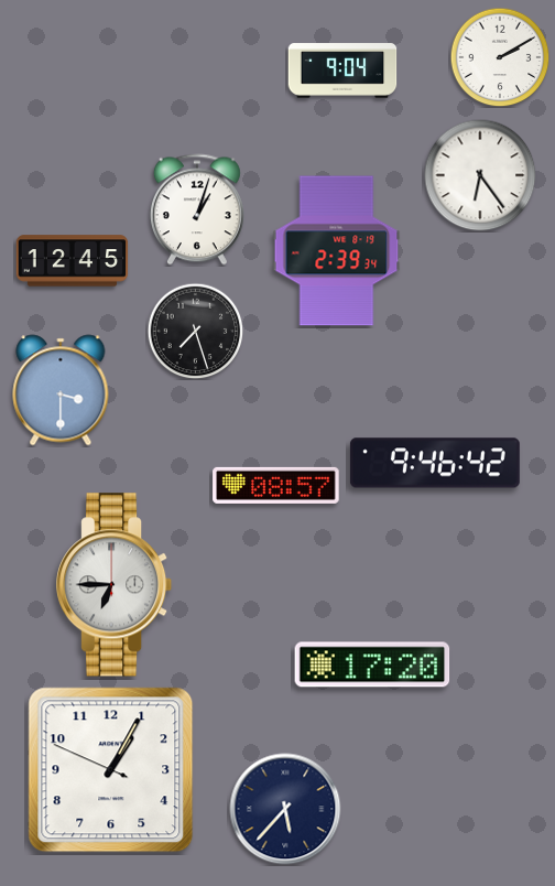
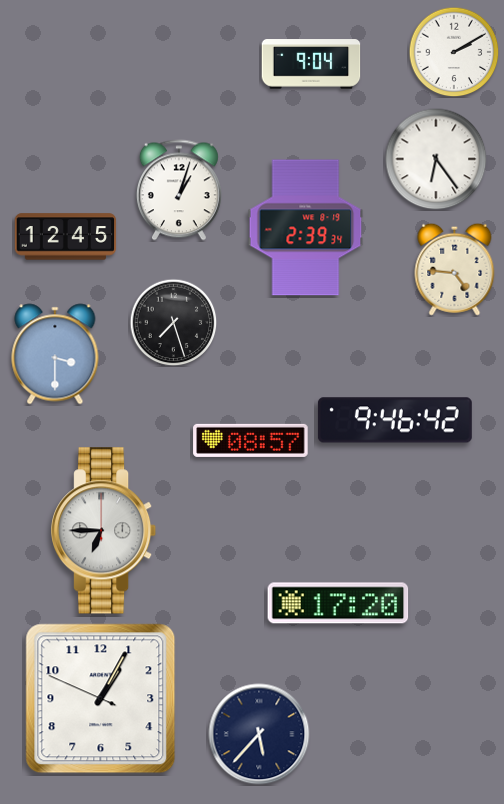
clock at (455, 269): none -> 4:46
clock at (195, 331) position: (195, 331) -> (173, 322)
